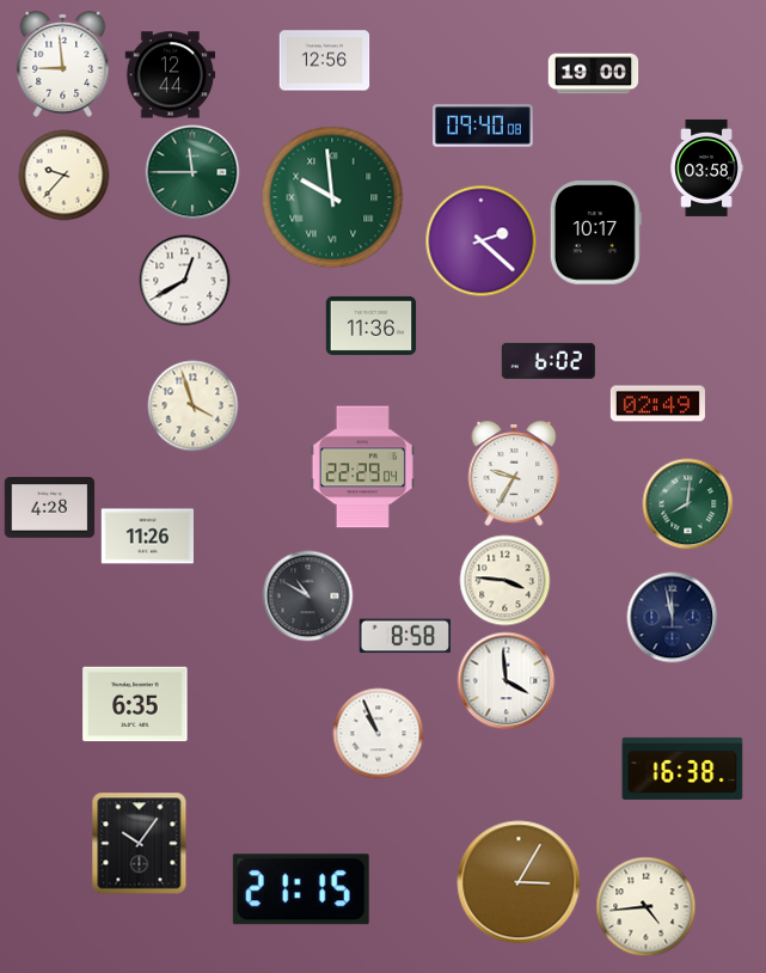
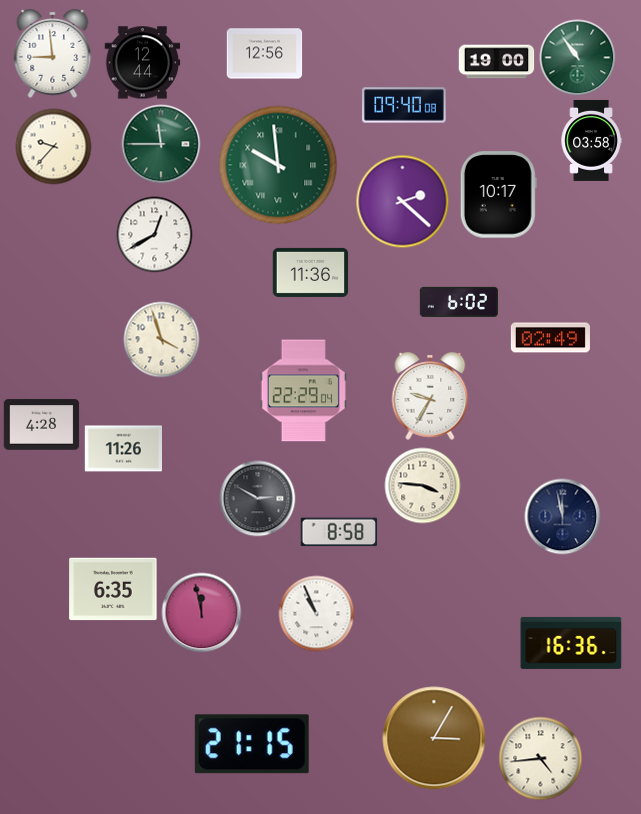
clock at (325, 61) position: (325, 61) -> (265, 54)
clock at (578, 58): none -> 10:54
clock at (688, 504): 8:01 -> none
clock at (308, 596): 10:50 -> 2:50
clock at (507, 681): 3:59 -> none
clock at (202, 613): none -> 11:58
clock at (682, 769): 16:38 -> 16:36
clock at (140, 844): 10:06 -> none
